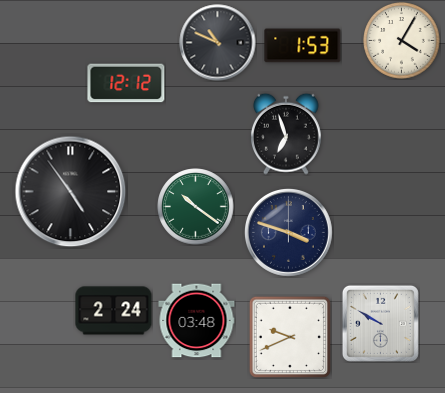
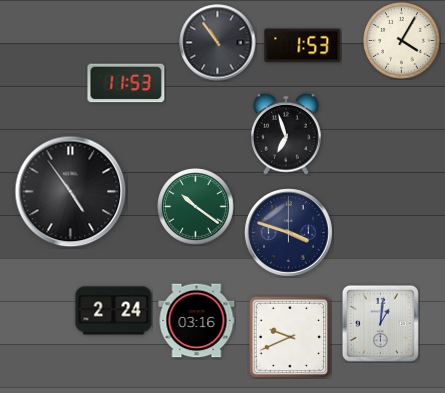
clock at (218, 43): 10:49 -> 10:54
clock at (126, 83): 12:12 -> 11:53
clock at (197, 321): 03:48 -> 03:16
clock at (380, 323): 9:50 -> 1:01
